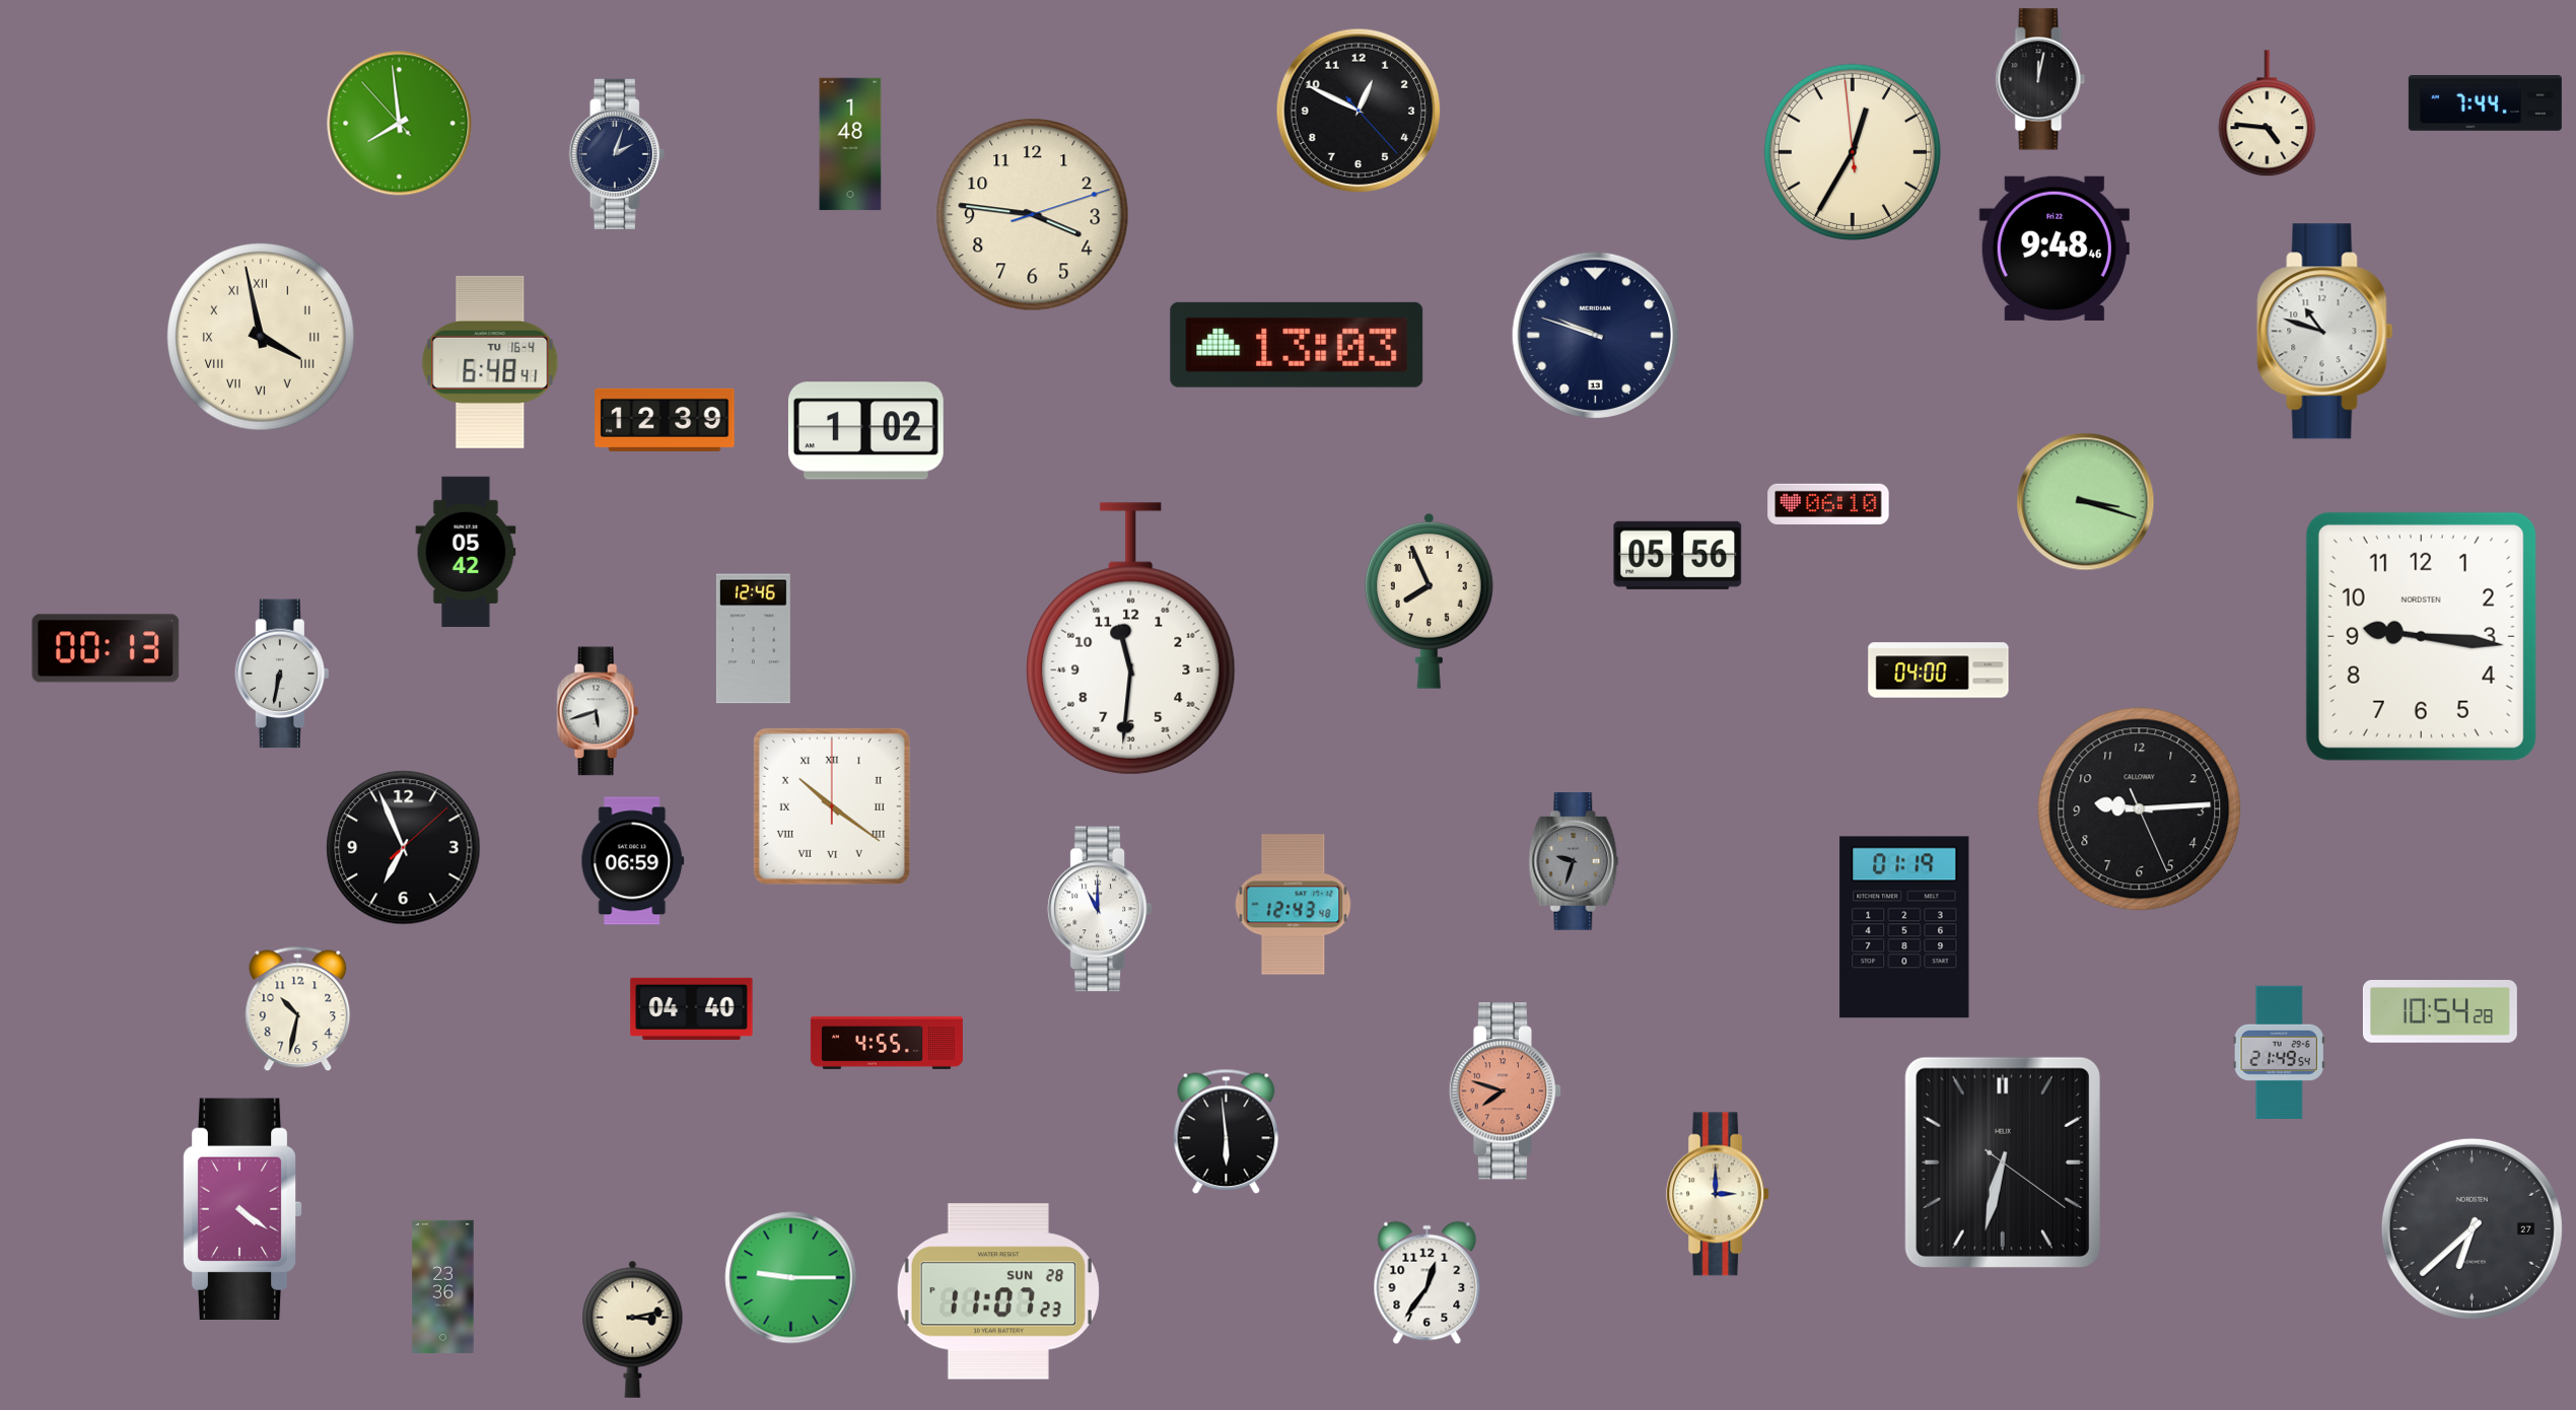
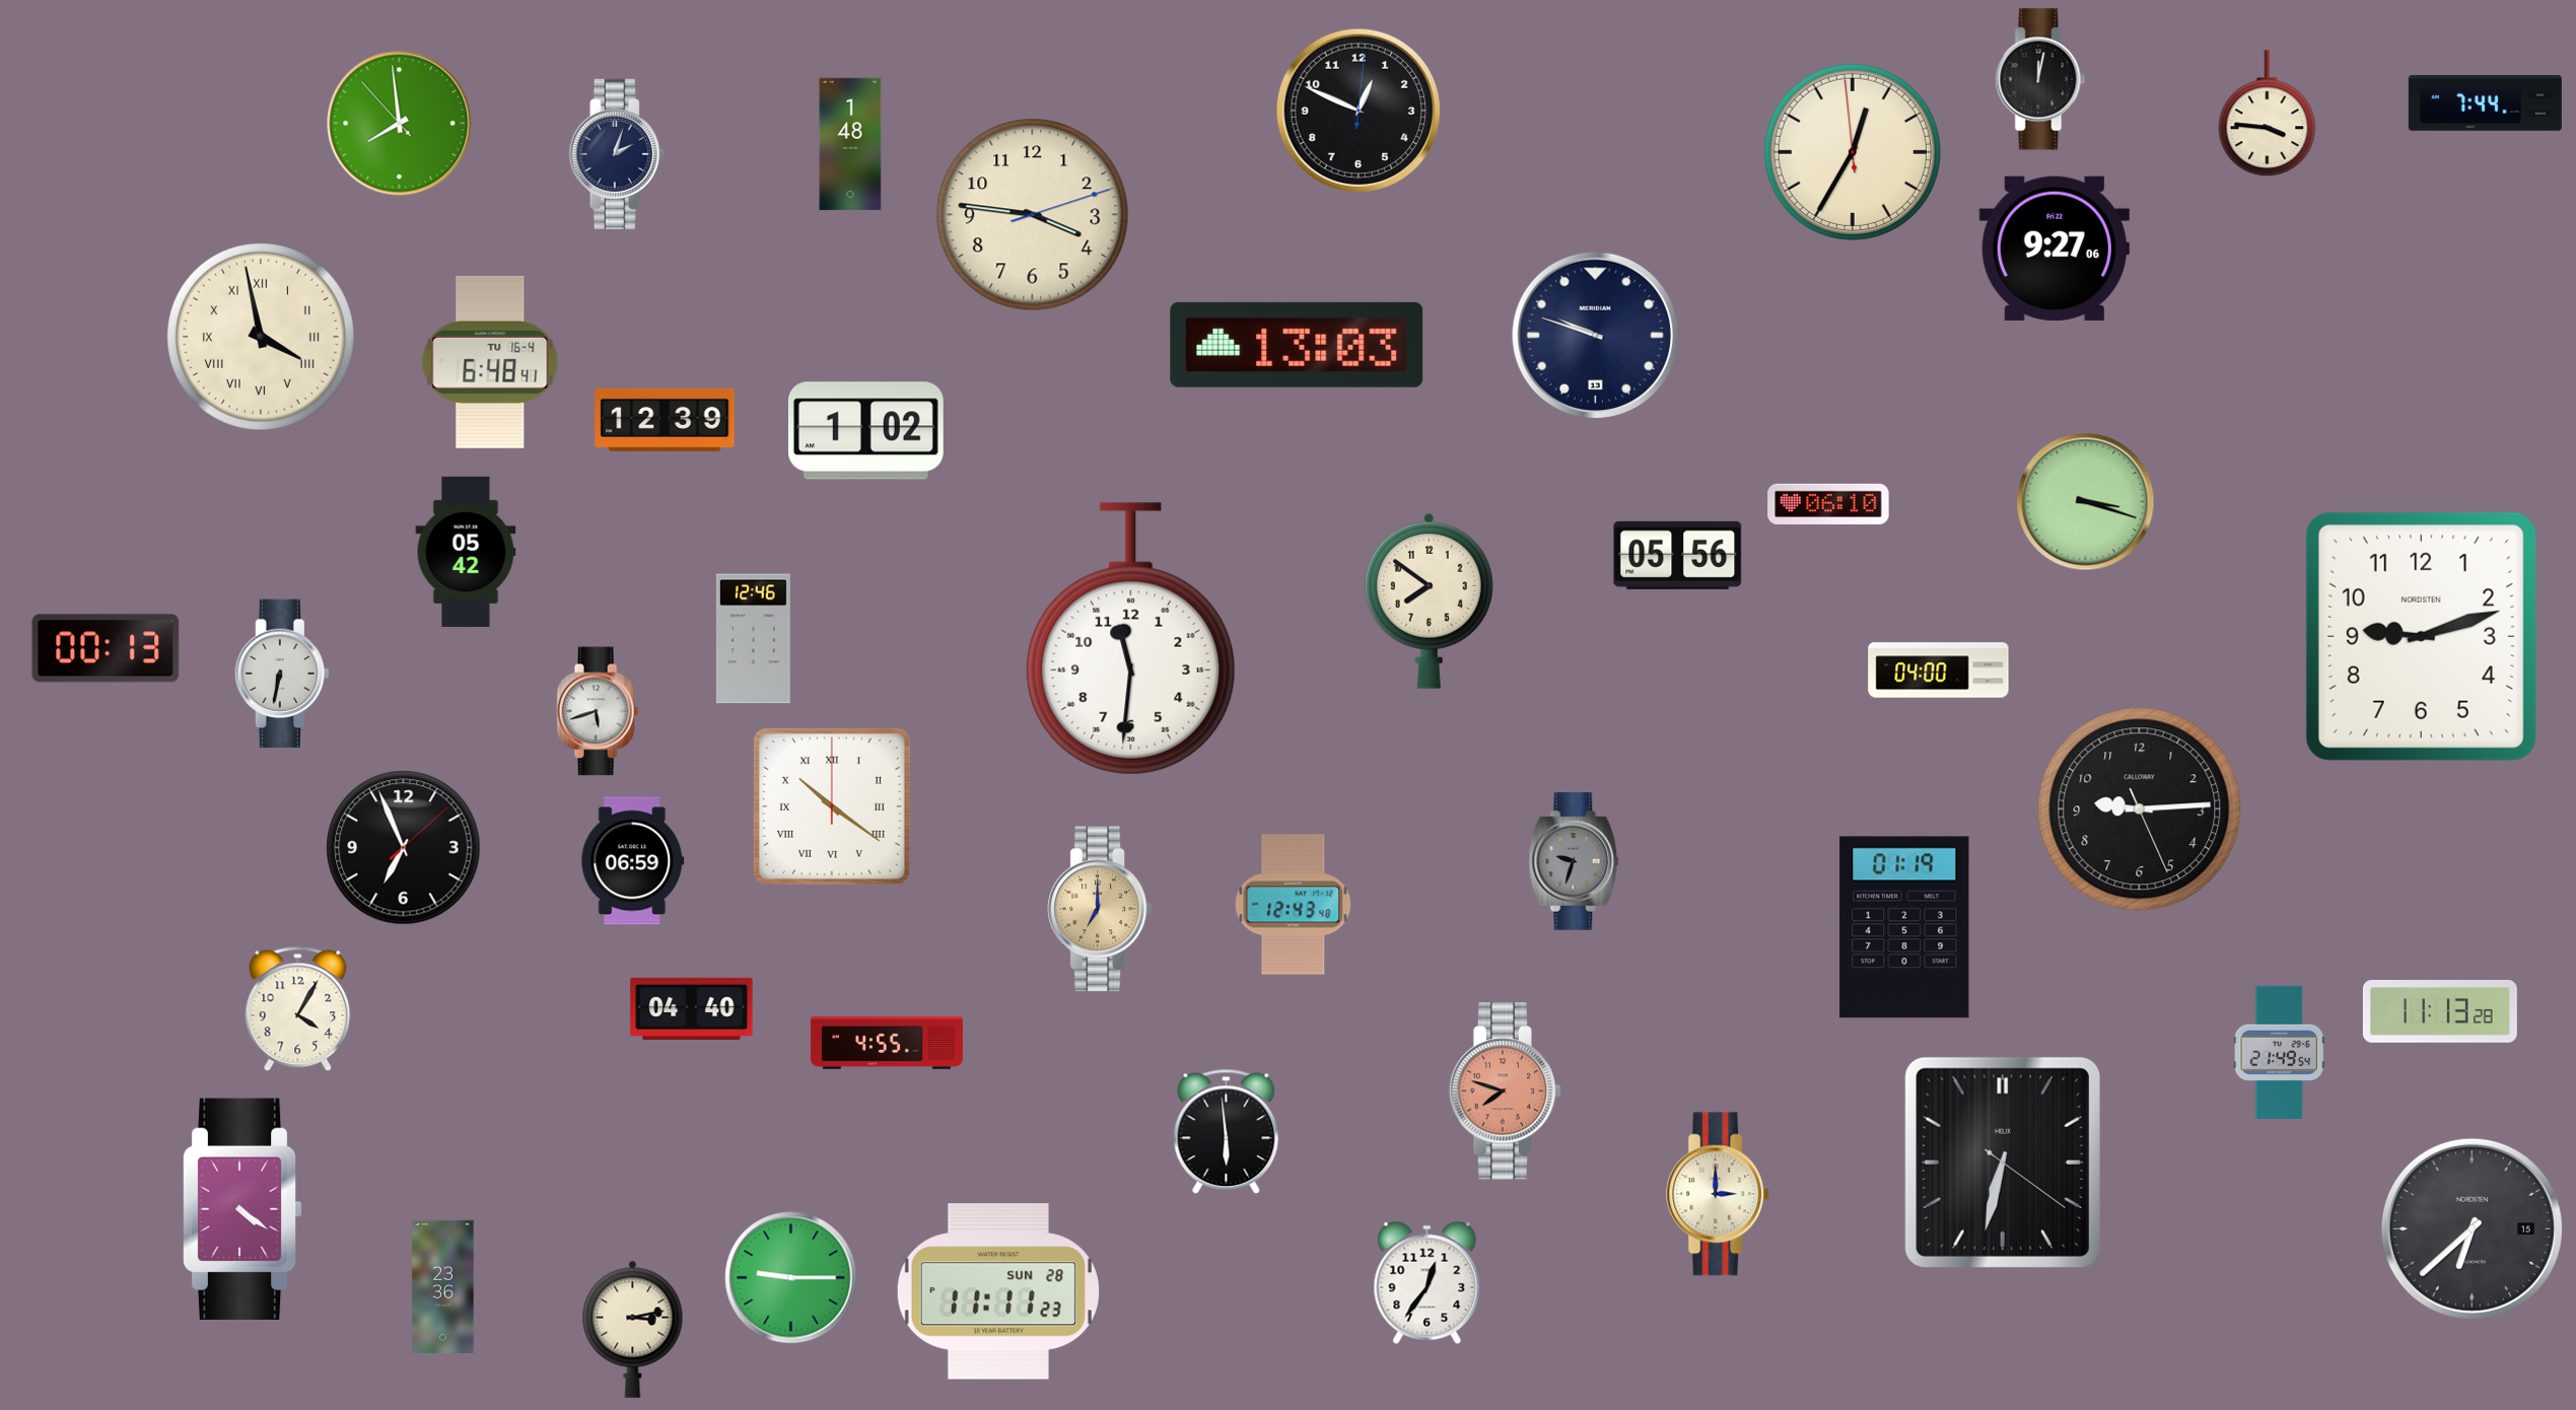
clock at (1359, 111): 12:49:23 -> 12:49:01
clock at (2268, 114): 4:46 -> 3:46
clock at (2055, 249): 9:48 -> 9:27
clock at (2325, 332): 10:48 -> none
clock at (1430, 602): 7:56 -> 7:51
clock at (2421, 636): 9:16 -> 9:12
clock at (1099, 909): 11:00 -> 7:00
clock at (1099, 909) dial: white -> champagne
clock at (298, 1009): 10:32 -> 4:05
clock at (2440, 1012): 10:54 -> 11:13
clock at (2471, 1228) date: 27 -> 15
clock at (998, 1291): 11:07 -> 11:11
